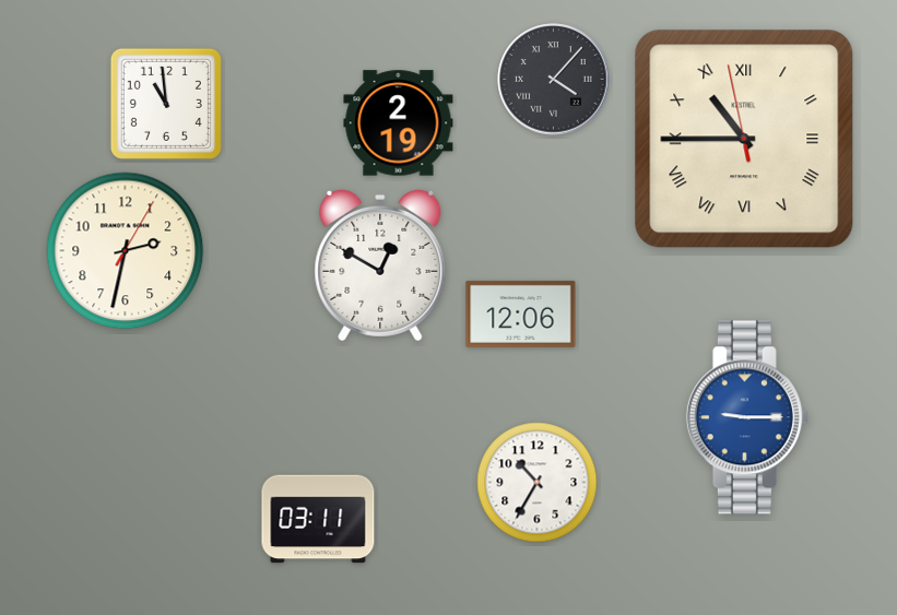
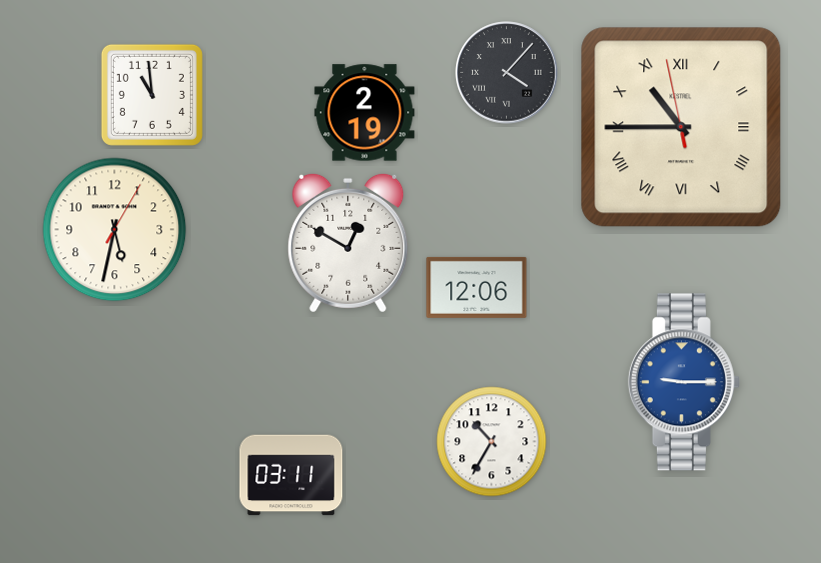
clock at (126, 251): 2:32 -> 5:32
